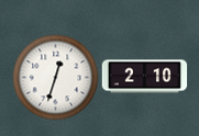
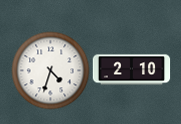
clock at (55, 77): 12:33 -> 4:33
